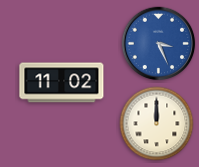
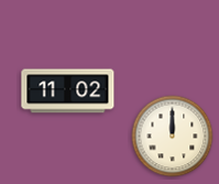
clock at (159, 44): 3:26 -> none
